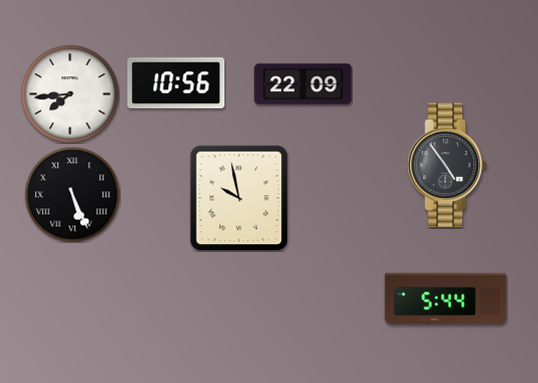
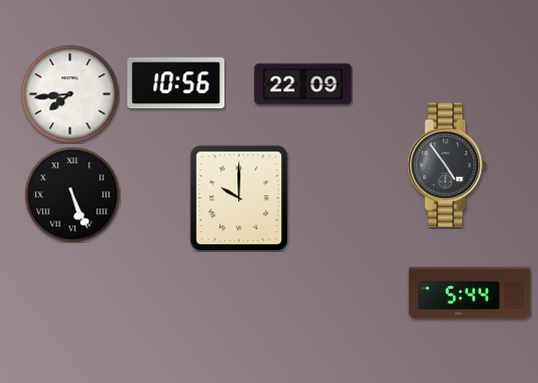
clock at (239, 198): 9:58 -> 10:00
clock at (446, 298) position: (446, 298) -> (470, 292)
